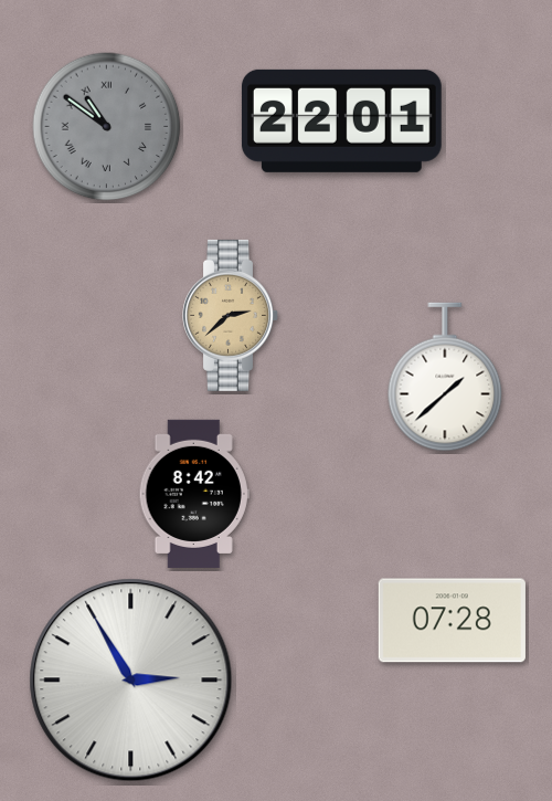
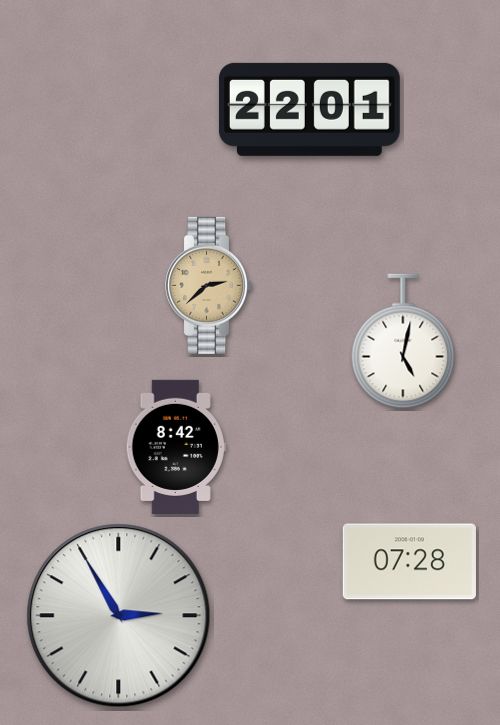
clock at (107, 127): 10:51 -> none
clock at (445, 377): 1:38 -> 5:02
